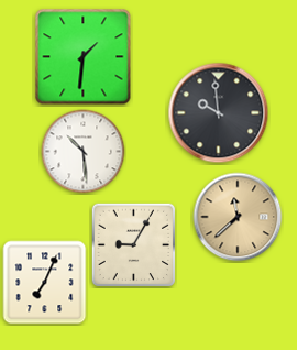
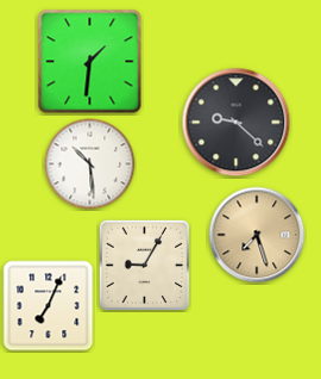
clock at (219, 113): 9:59 -> 9:22
clock at (238, 217): 11:38 -> 7:27
